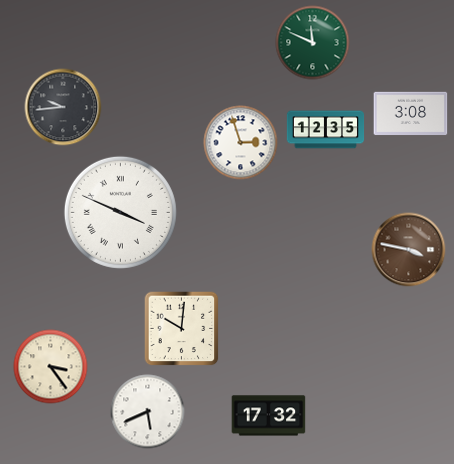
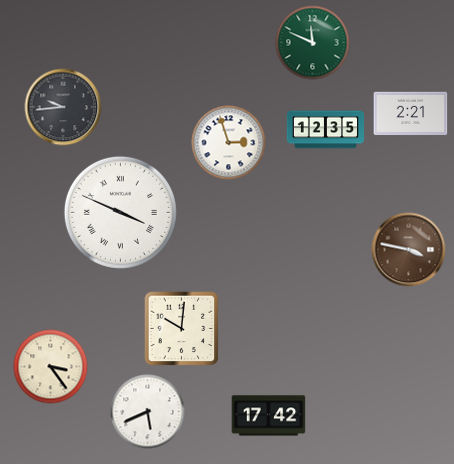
clock at (411, 114): 3:08 -> 2:21
clock at (241, 143) position: (241, 143) -> (229, 143)
clock at (269, 416): 17:32 -> 17:42
